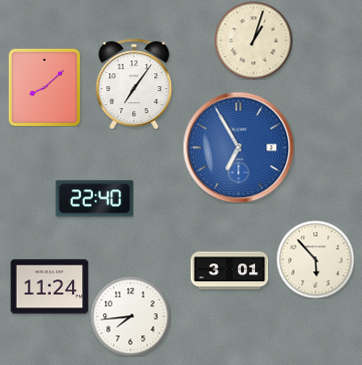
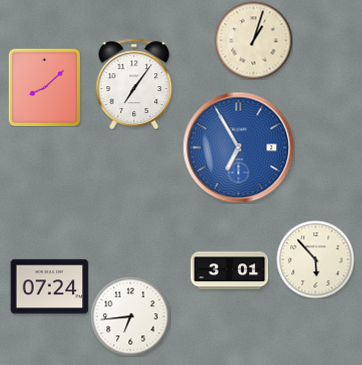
clock at (94, 199): 22:40 -> none
clock at (49, 287): 11:24 -> 07:24
clock at (130, 316): 7:44 -> 6:44
